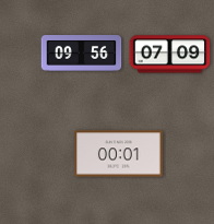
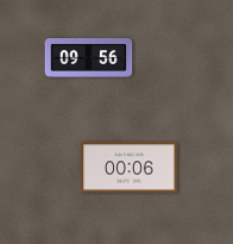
clock at (170, 55): 07:09 -> none
clock at (119, 154): 00:01 -> 00:06
